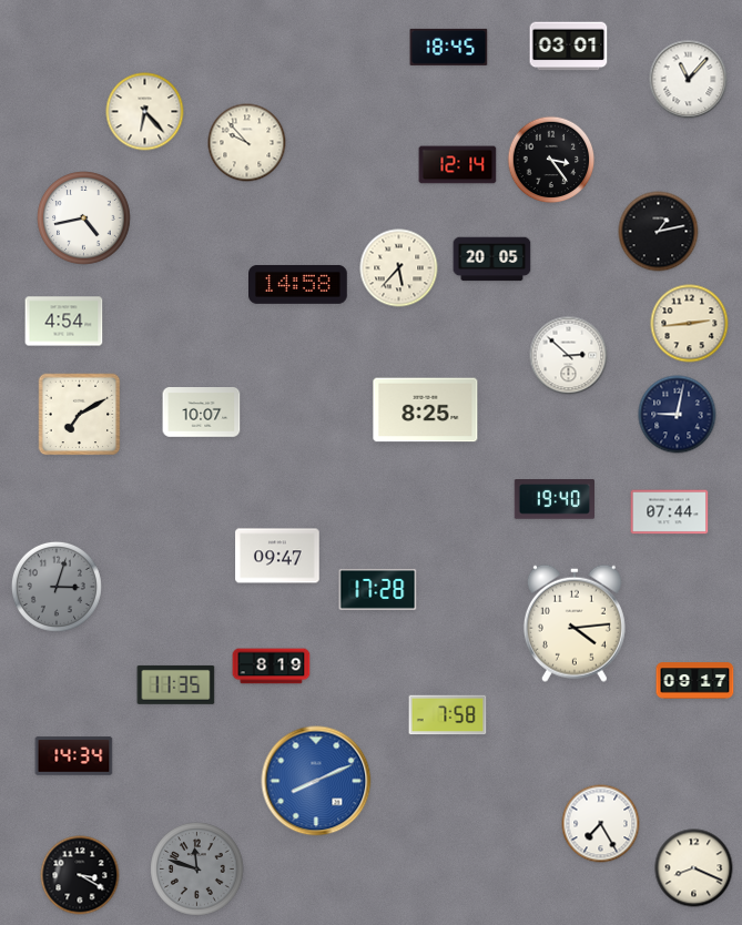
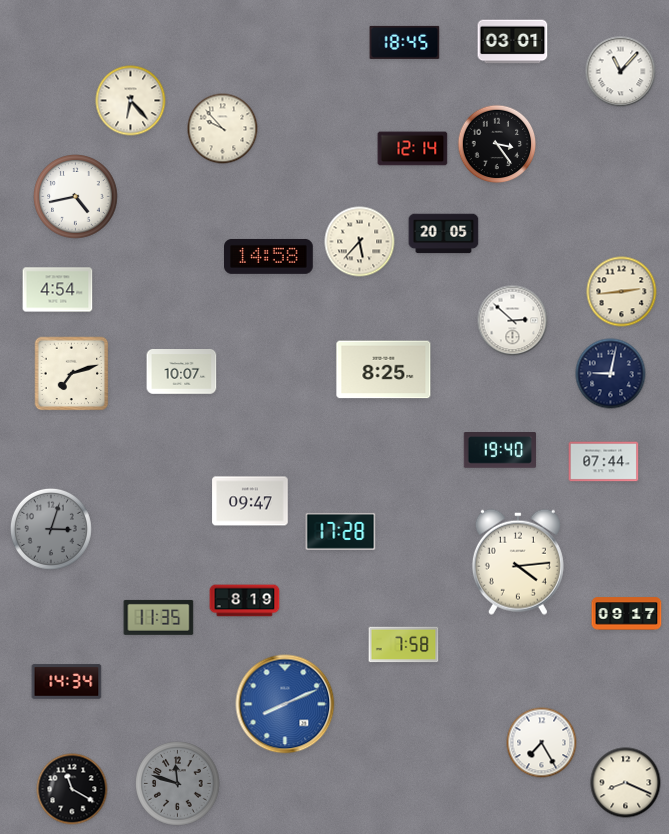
clock at (659, 232): 1:13 -> none
clock at (80, 415): 7:10 -> 7:12
clock at (80, 875): 3:20 -> 11:20
